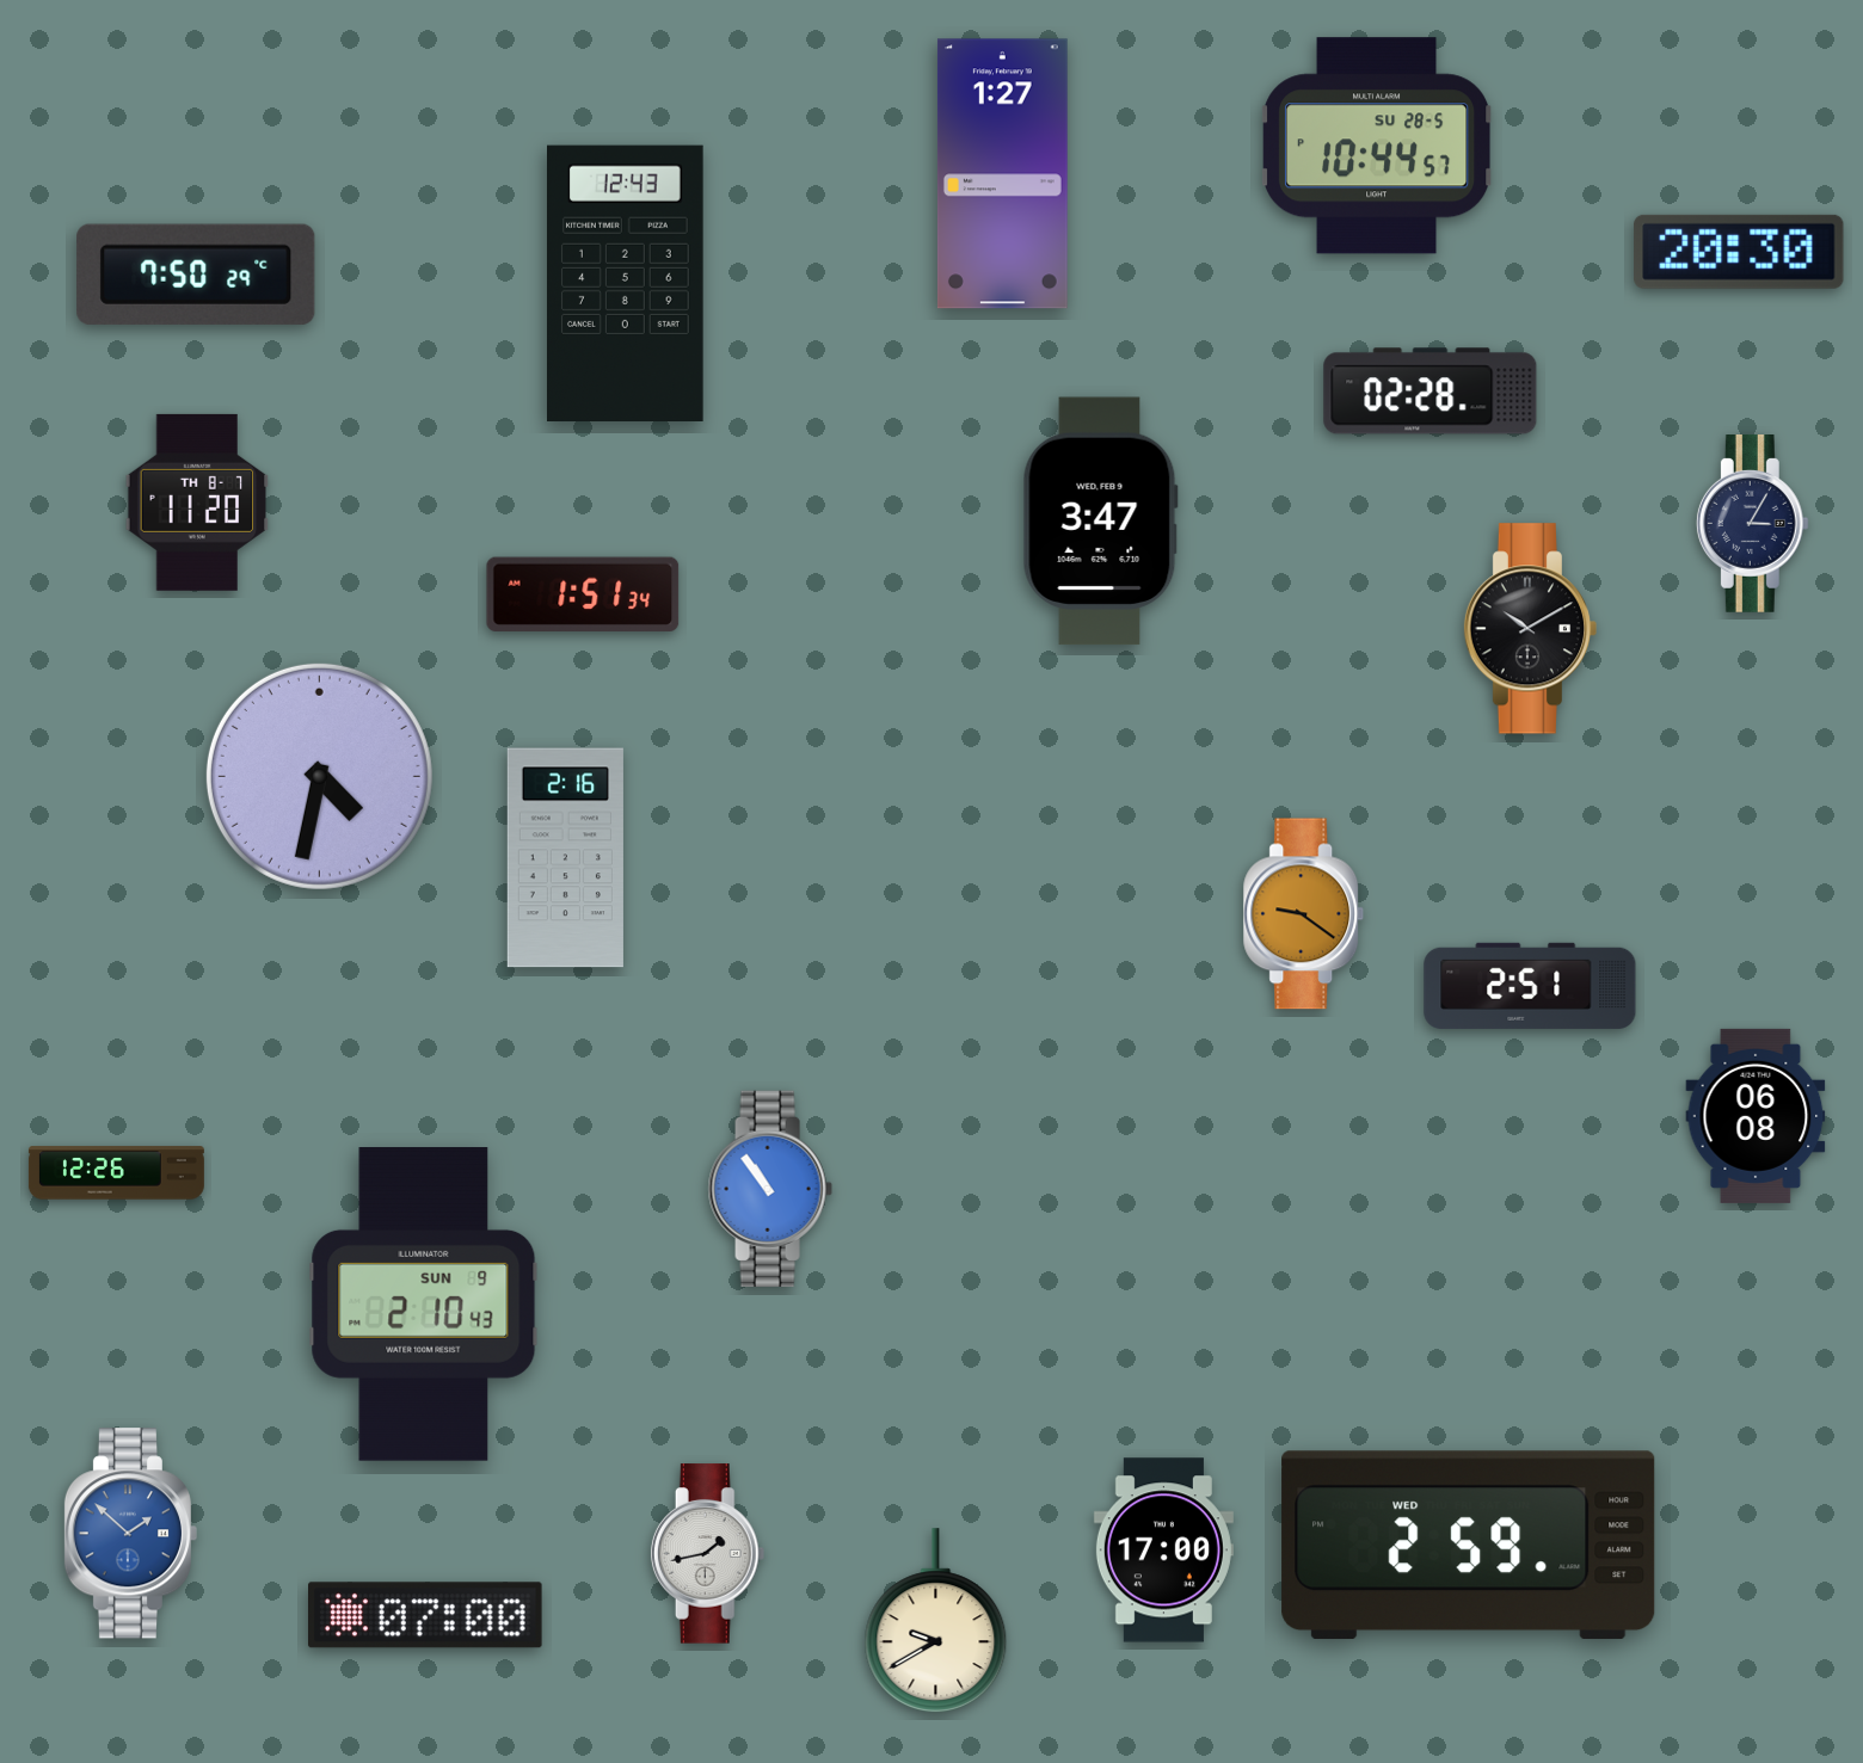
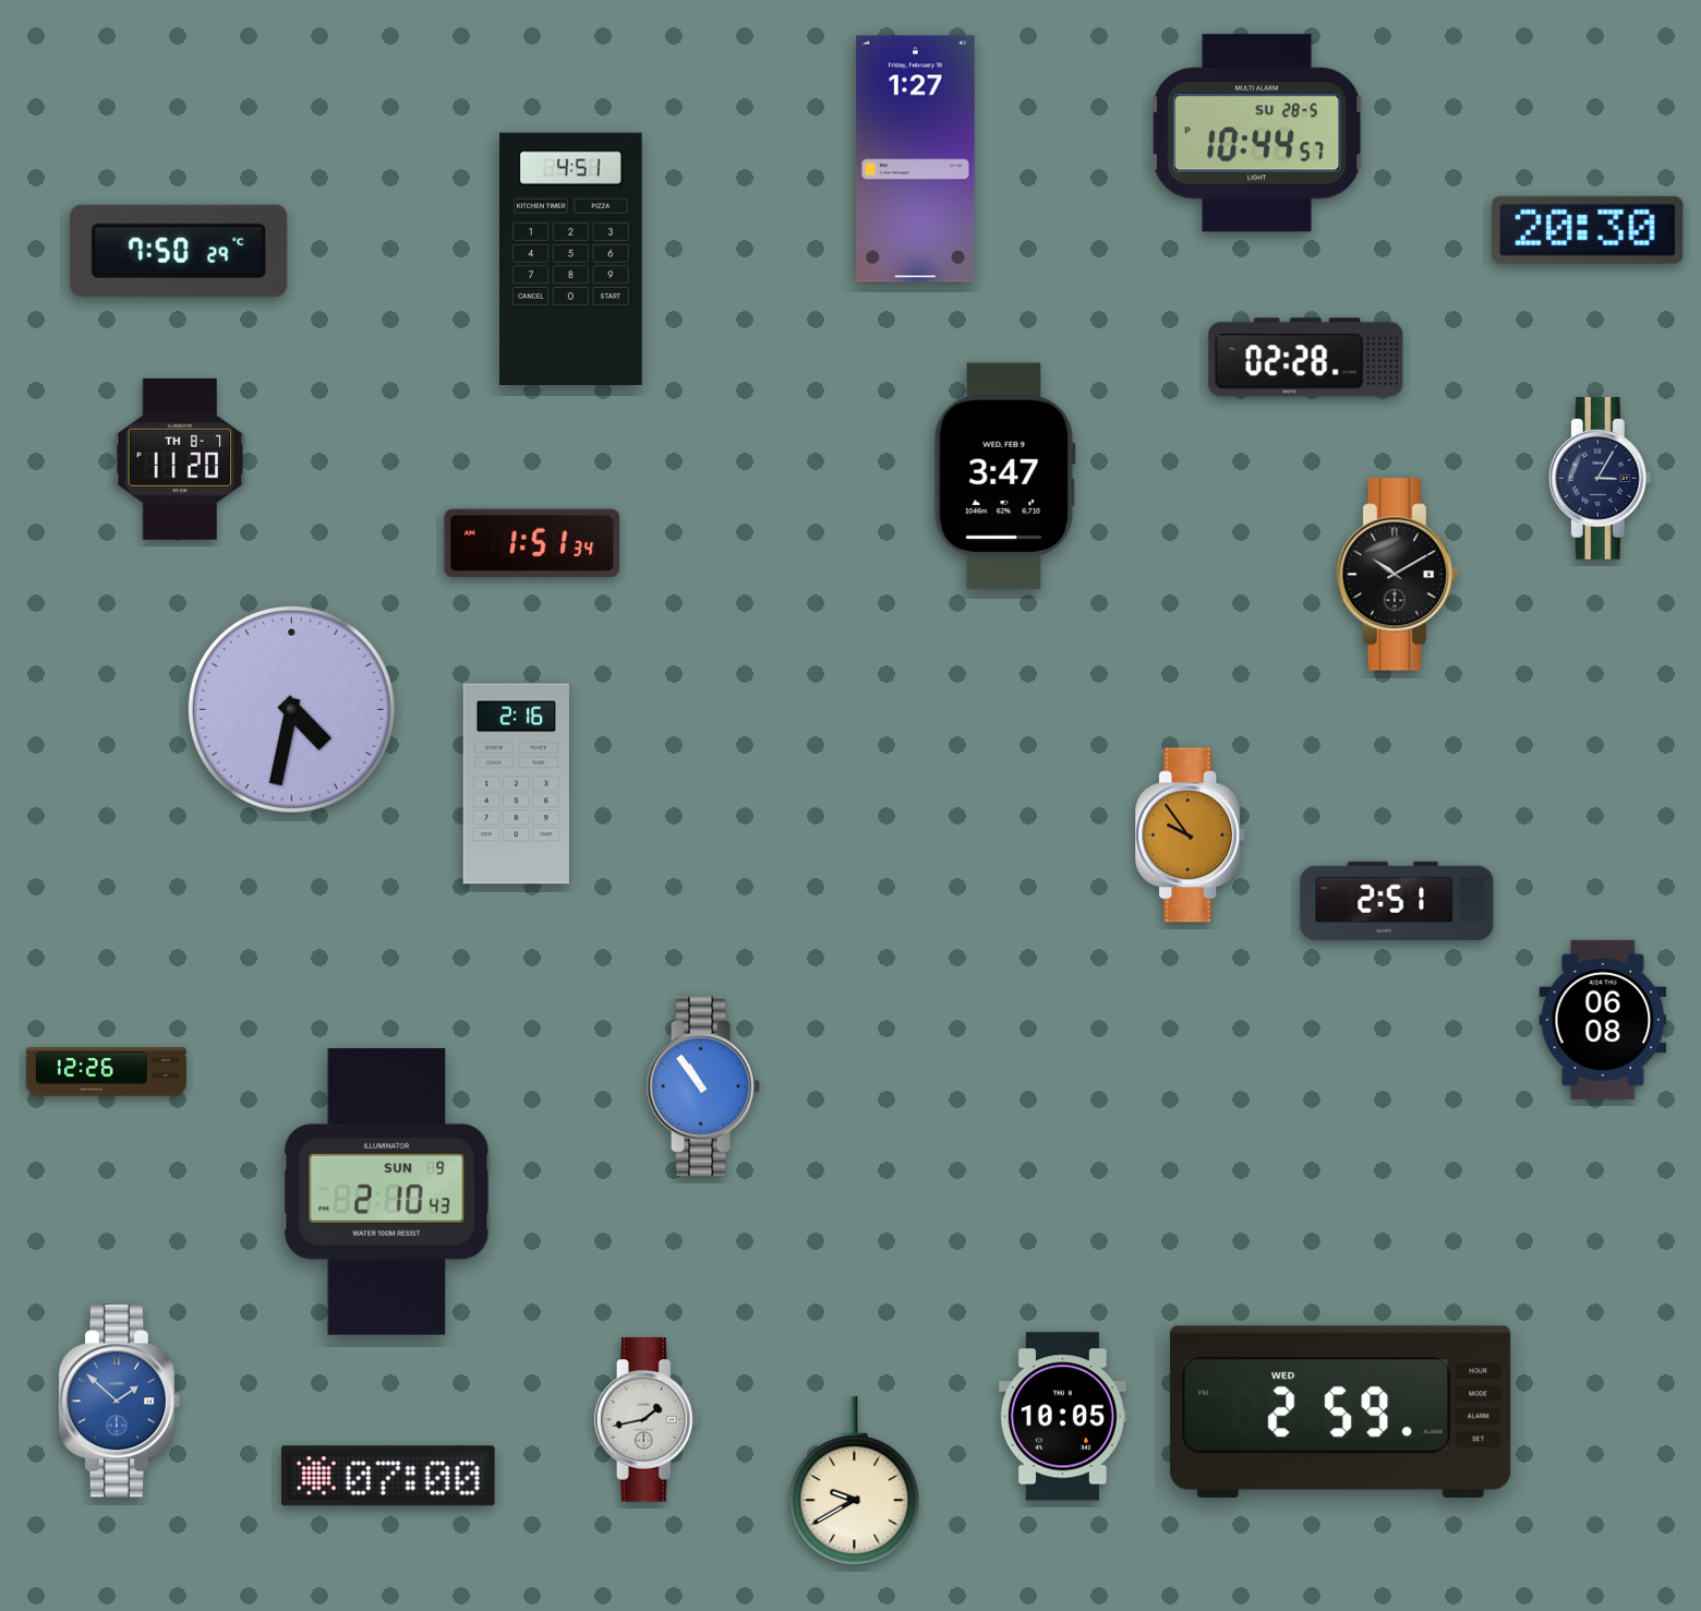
clock at (626, 283): 12:43 -> 4:51
clock at (1304, 914): 9:21 -> 9:54
clock at (1163, 1551): 17:00 -> 10:05
